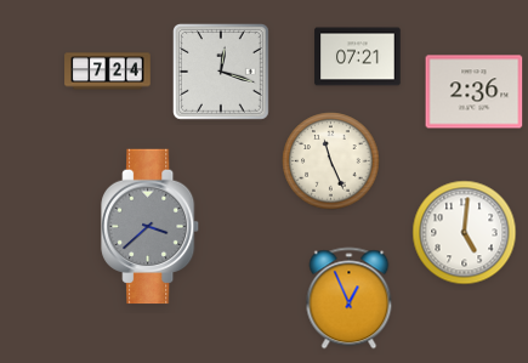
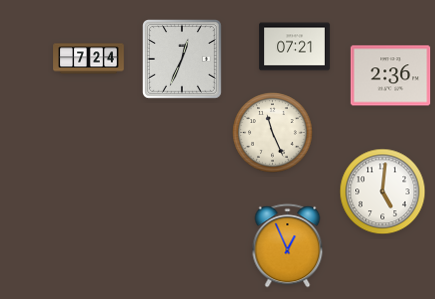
clock at (222, 73): 12:18 -> 12:34
clock at (151, 227): 3:38 -> none
